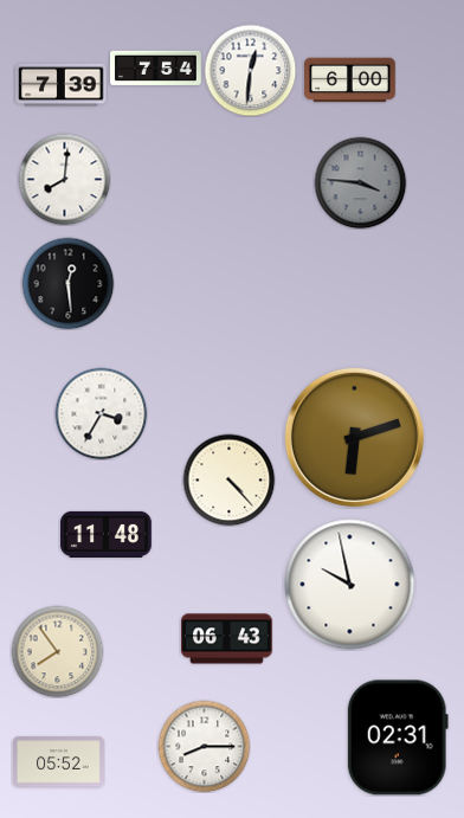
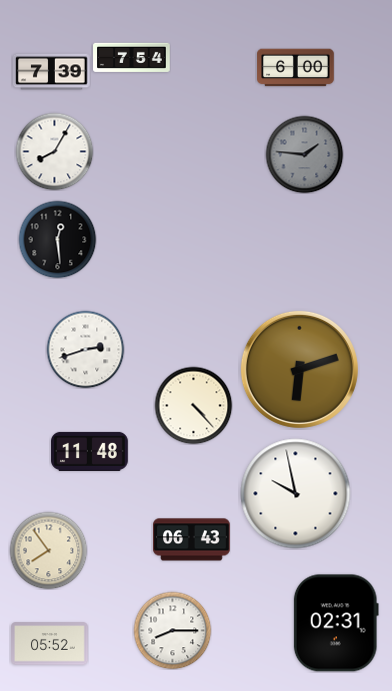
clock at (250, 70): 12:31 -> none
clock at (64, 179): 8:01 -> 8:05
clock at (360, 182): 3:46 -> 1:46
clock at (101, 413): 3:35 -> 2:42
